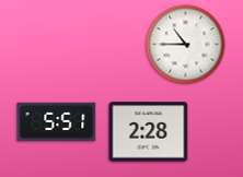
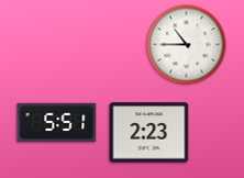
clock at (149, 132): 2:28 -> 2:23
